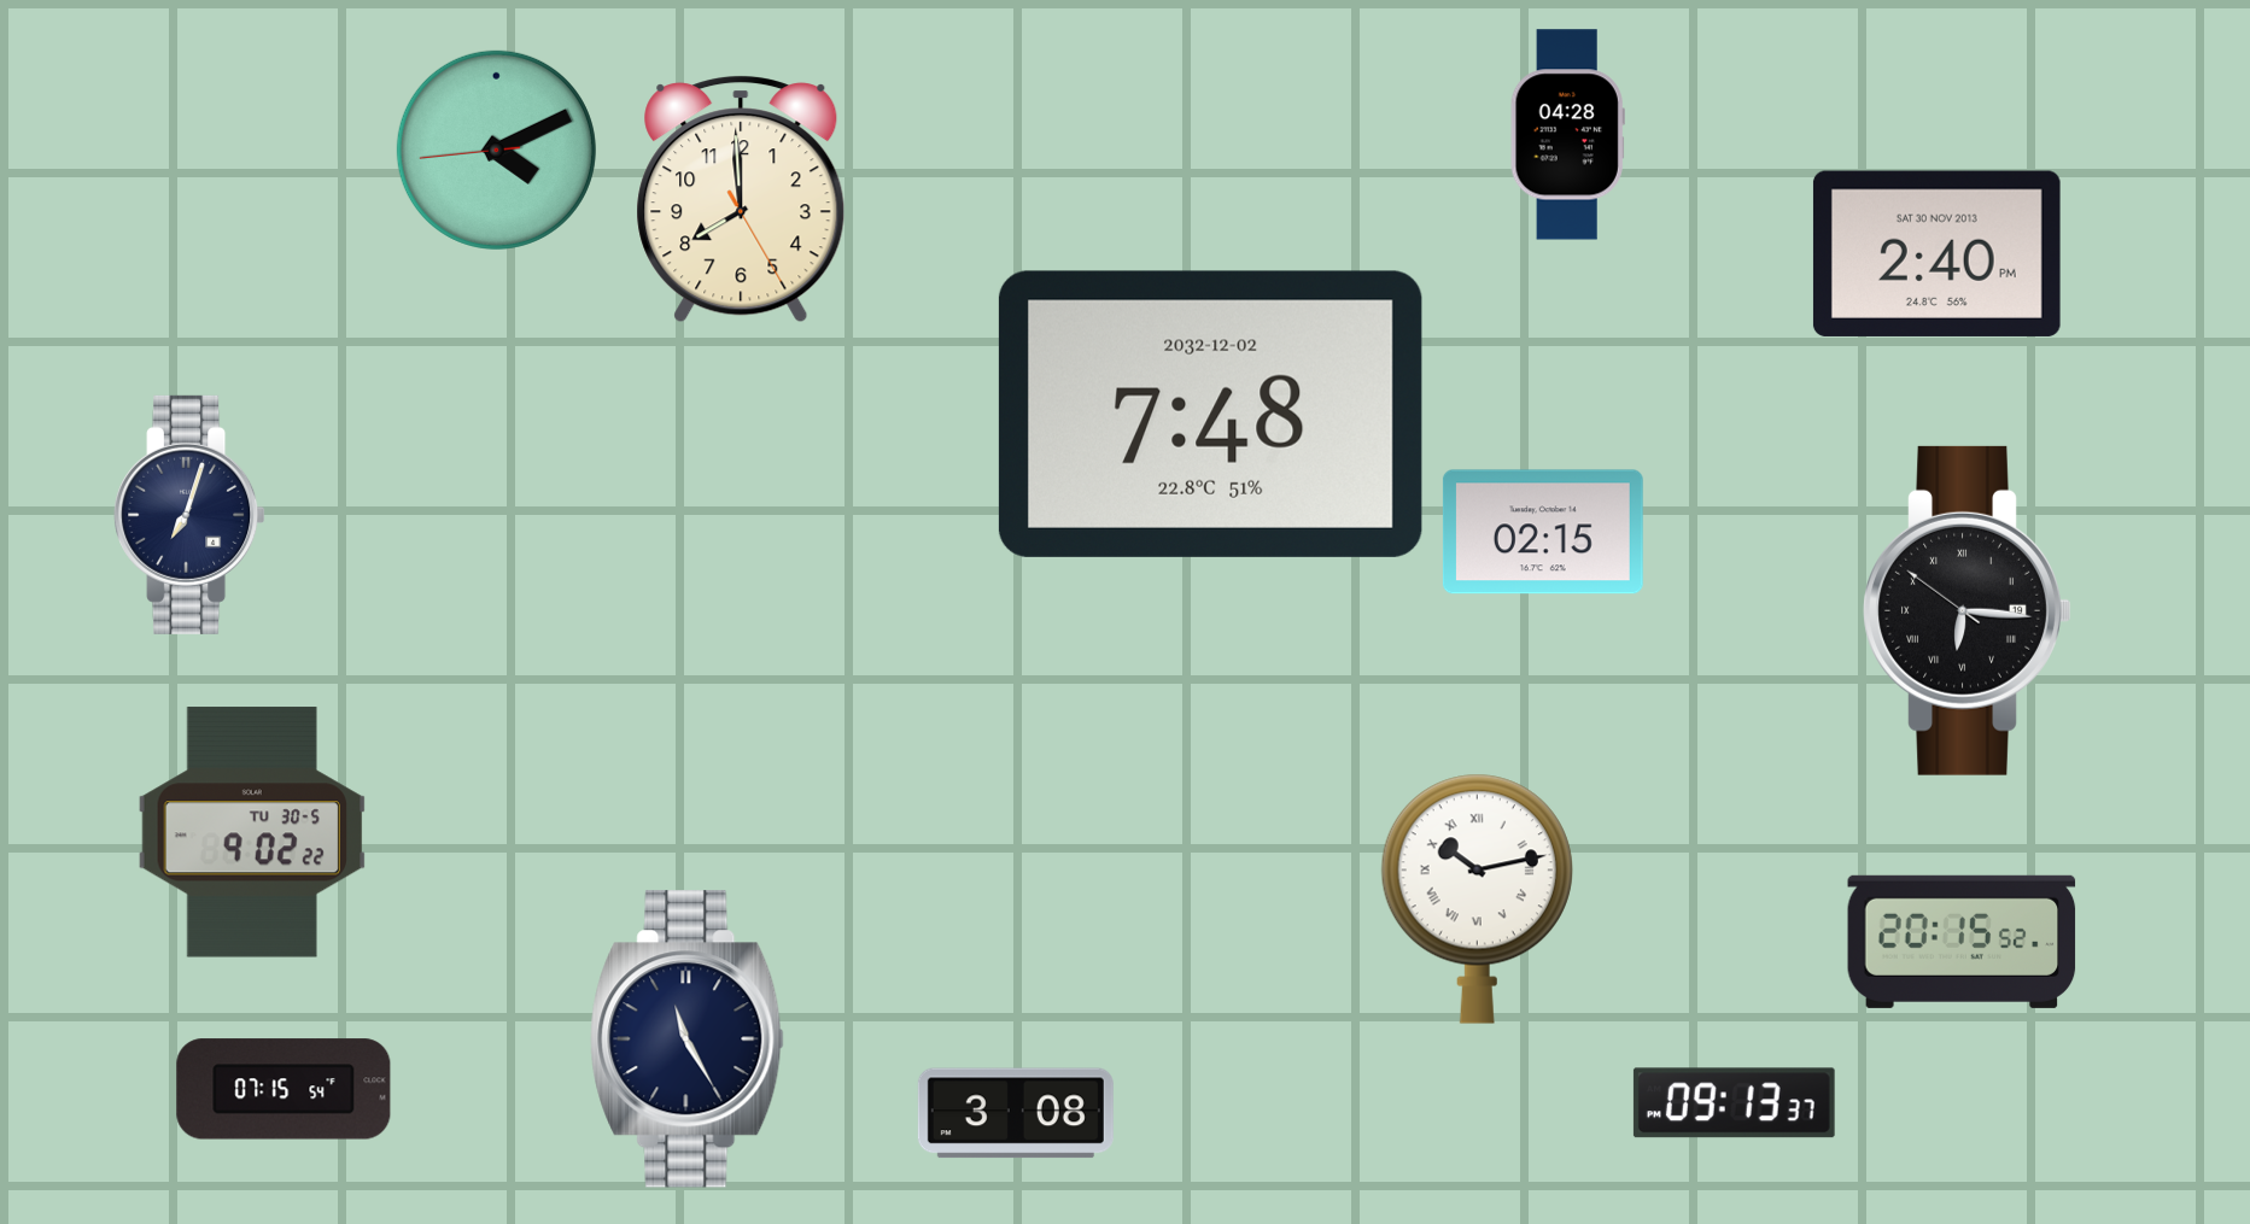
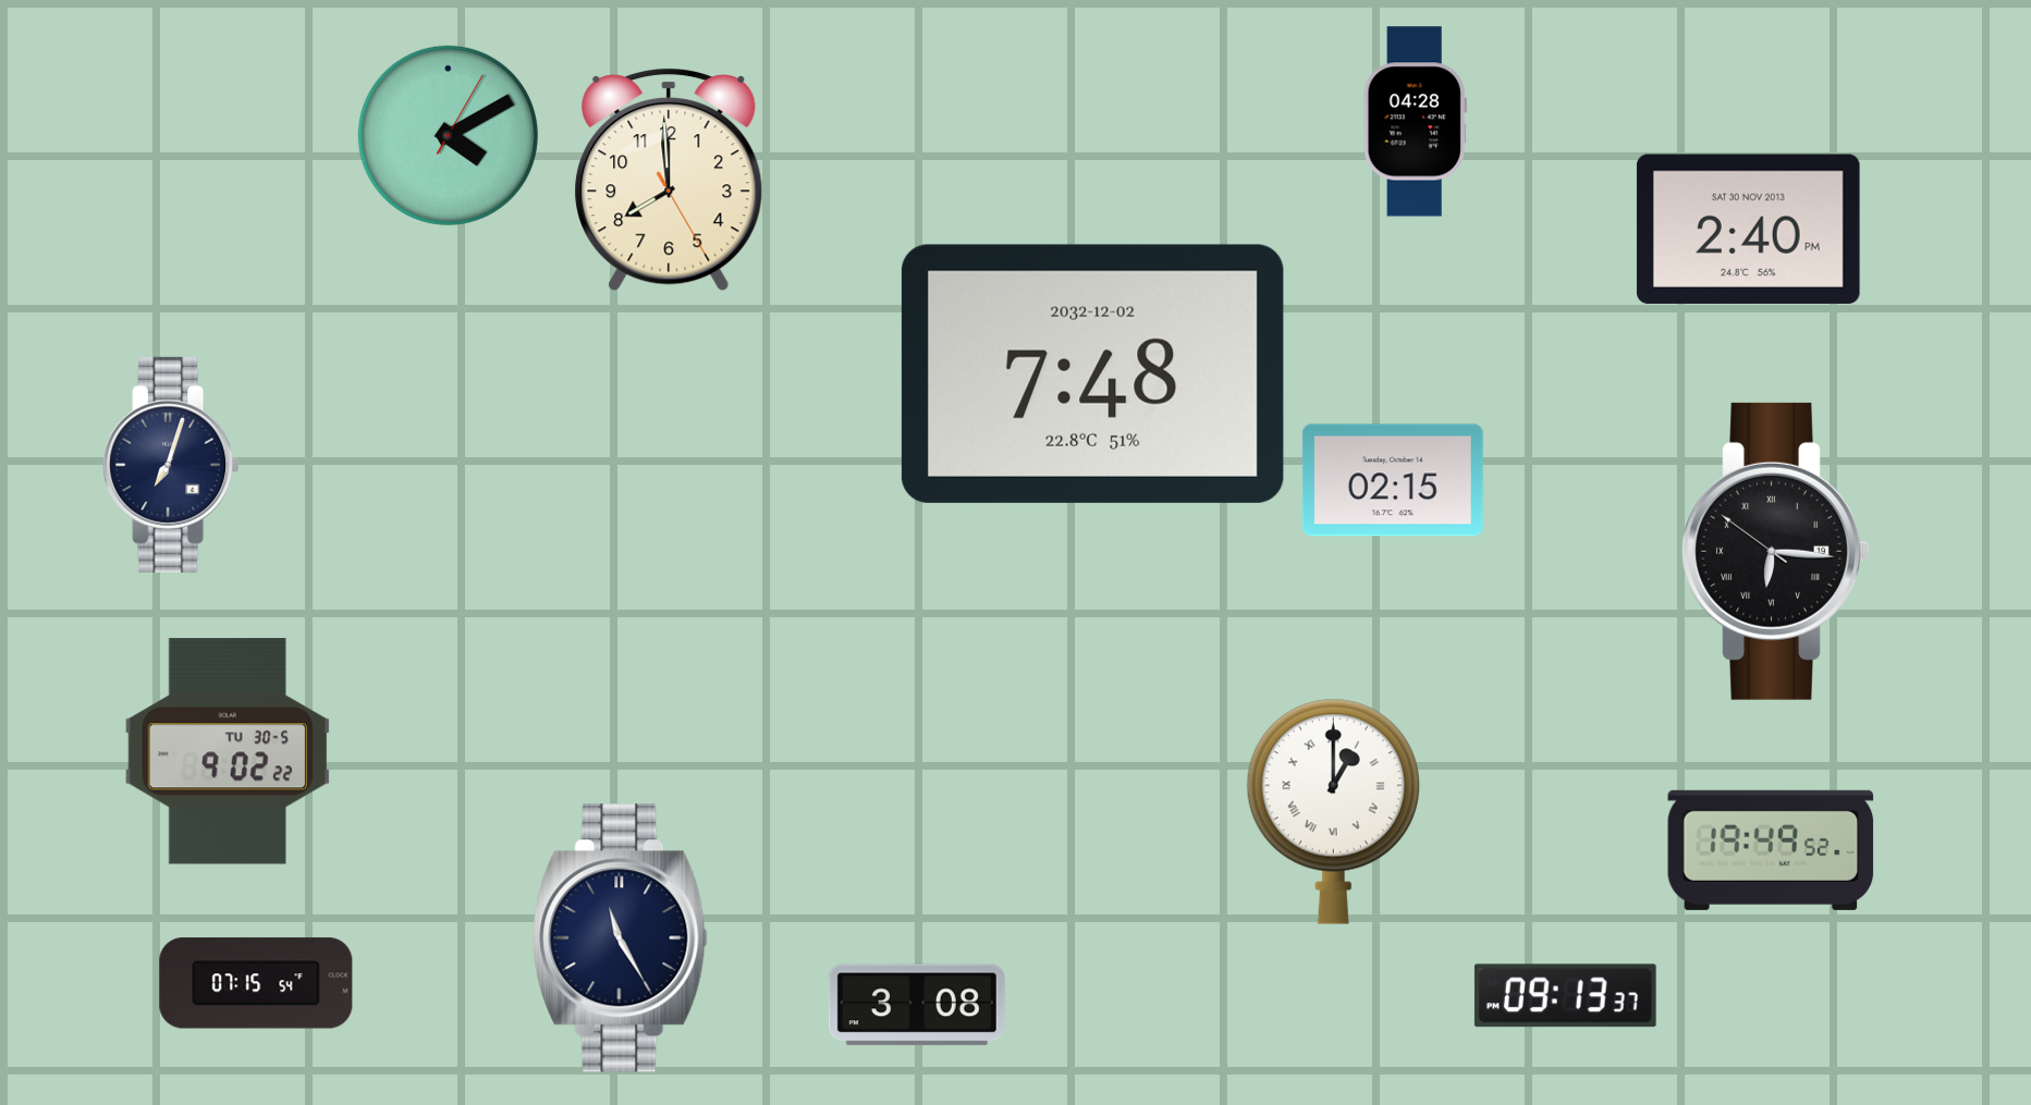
clock at (496, 150): 4:10:44 -> 4:10:05
clock at (1477, 898): 10:13 -> 1:00
clock at (1962, 942): 20:15 -> 19:49
